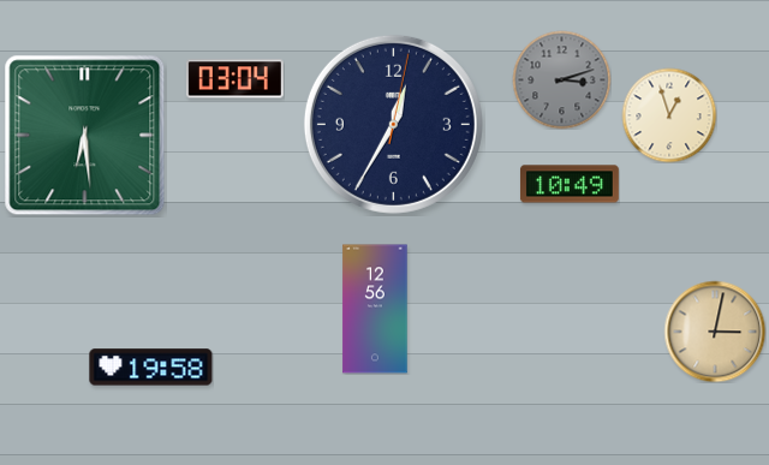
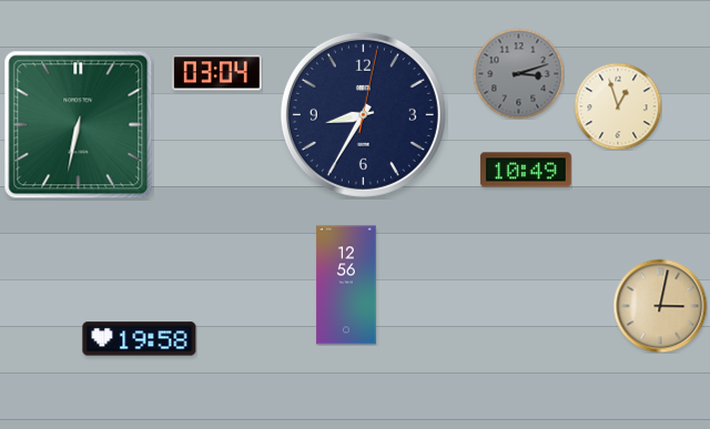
clock at (393, 124): 12:35 -> 8:35
clock at (85, 136): 6:29 -> 6:32
